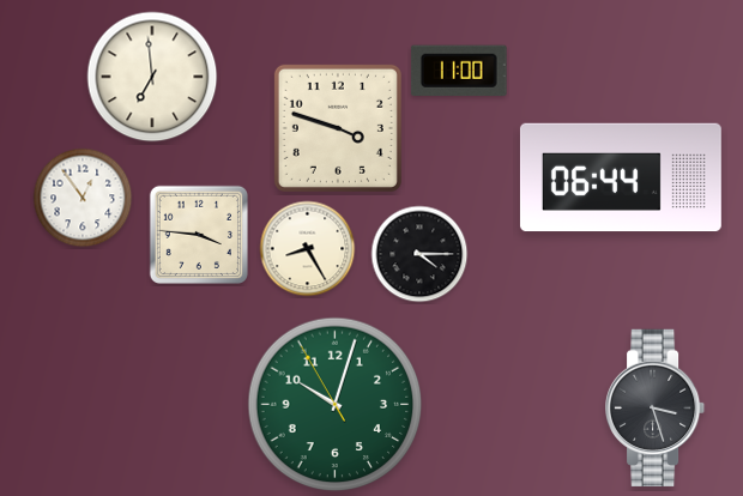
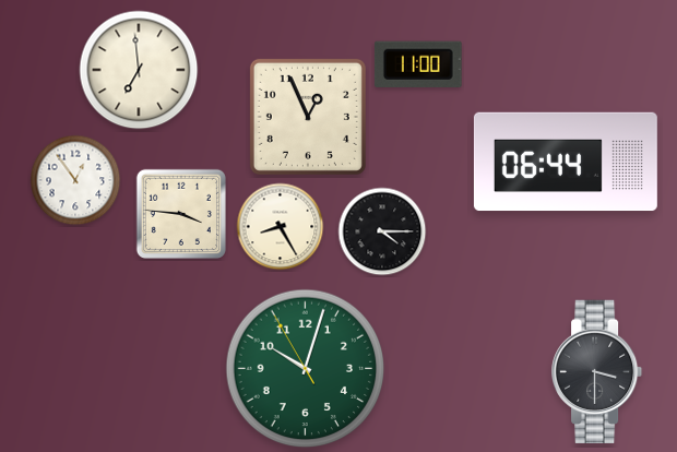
clock at (338, 128): 3:48 -> 12:56
clock at (656, 409): 3:27 -> 3:30
